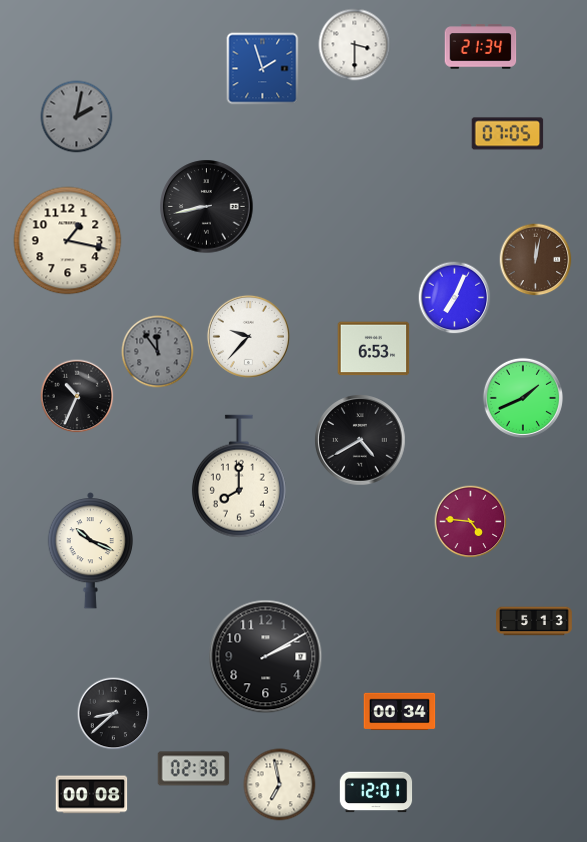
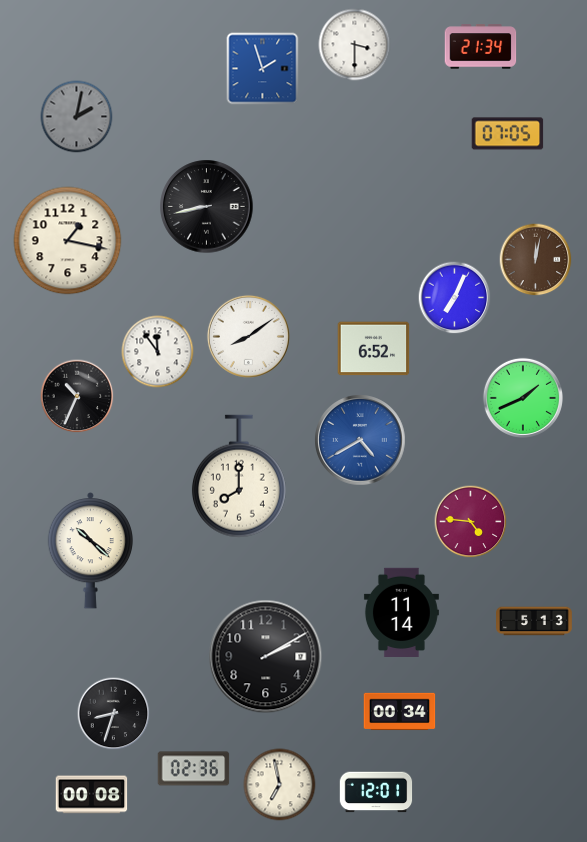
clock at (248, 336): 9:37 -> 8:09
clock at (374, 349): 6:53 -> 6:52
clock at (158, 352) dial: grey -> white
clock at (360, 440) dial: black -> blue
clock at (90, 551): 10:19 -> 10:22
clock at (401, 612): none -> 11:14
clock at (114, 714): 8:38 -> 8:33
